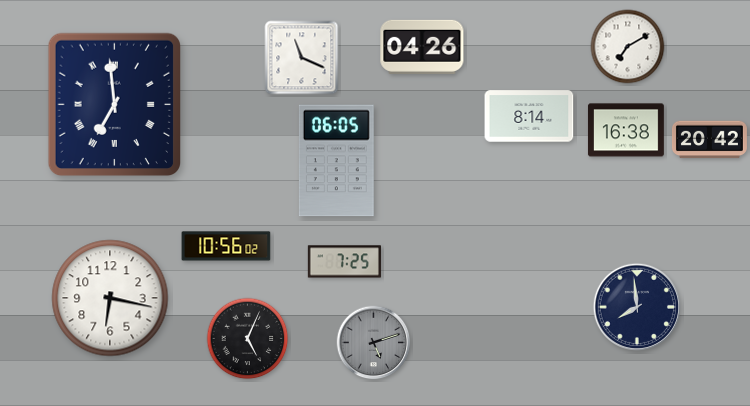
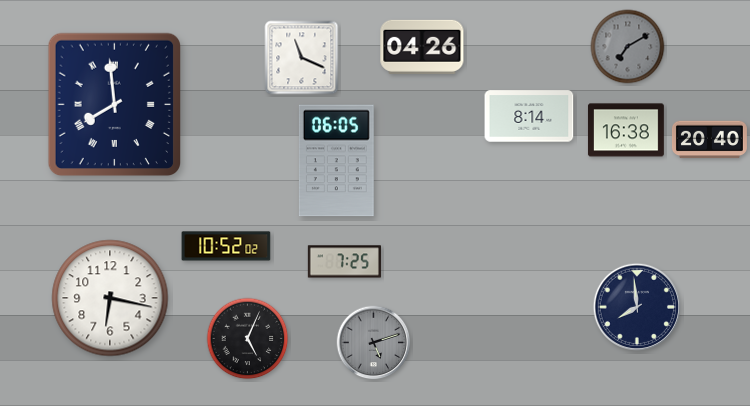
clock at (628, 47) dial: white -> grey
clock at (115, 105): 6:59 -> 7:59
clock at (709, 140): 20:42 -> 20:40
clock at (226, 246): 10:56 -> 10:52
